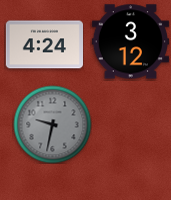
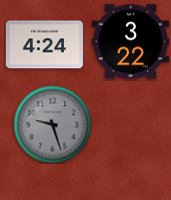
clock at (130, 42): 3:12 -> 3:22
clock at (52, 124): 9:32 -> 9:27
